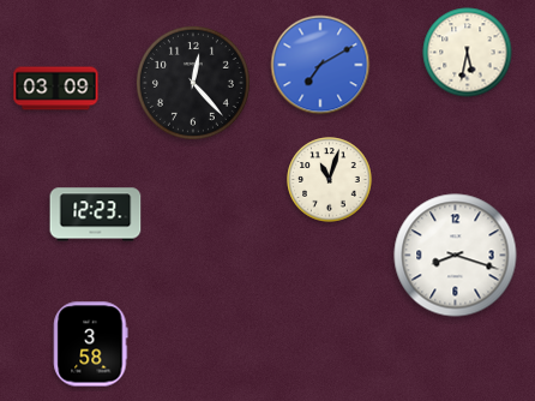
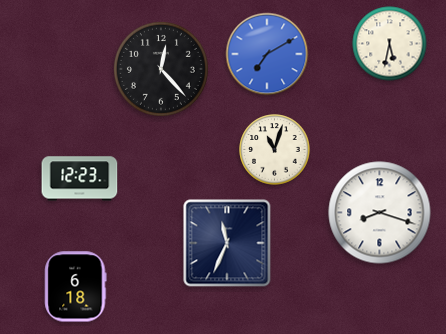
clock at (56, 89): 03:09 -> none
clock at (227, 243): none -> 11:34
clock at (91, 345): 3:58 -> 6:18
